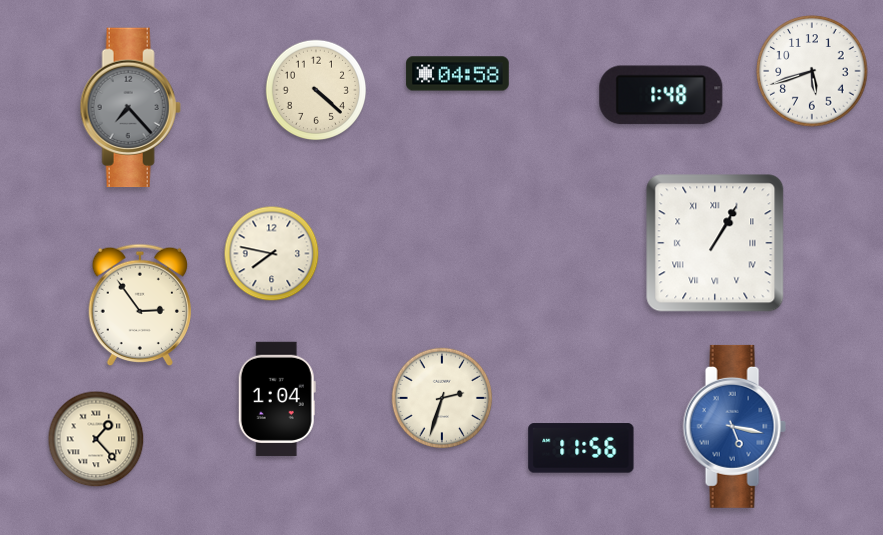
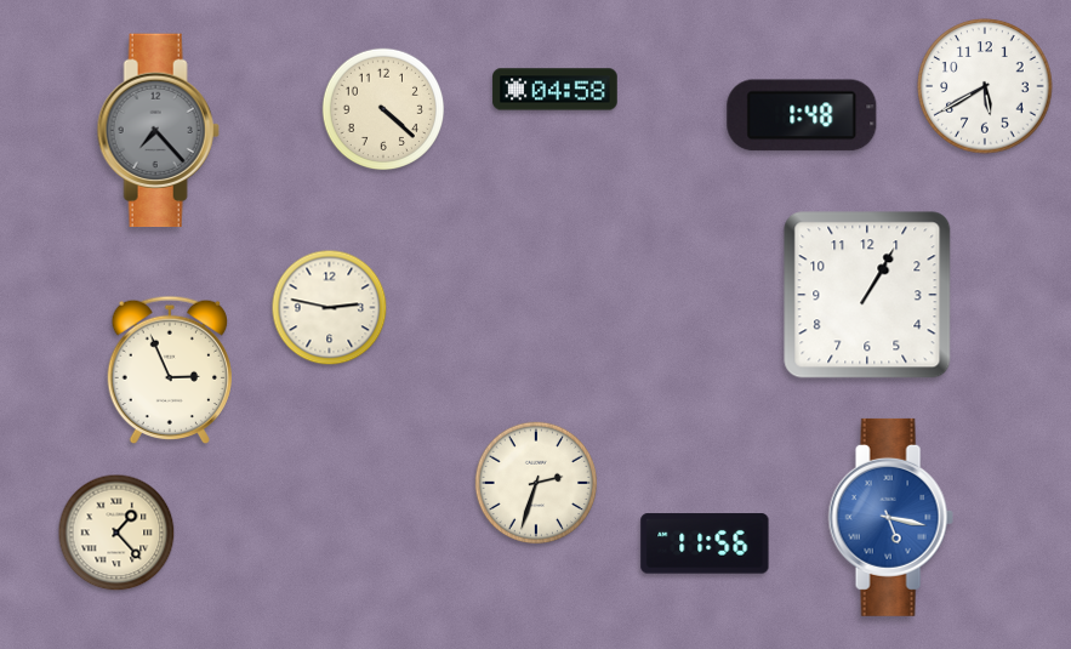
clock at (812, 71): 5:42 -> 5:40
clock at (715, 243) numerals: Roman -> Arabic
clock at (272, 254): 7:47 -> 2:47
clock at (139, 305): 2:54 -> 2:56
clock at (277, 399): 1:04 -> none
